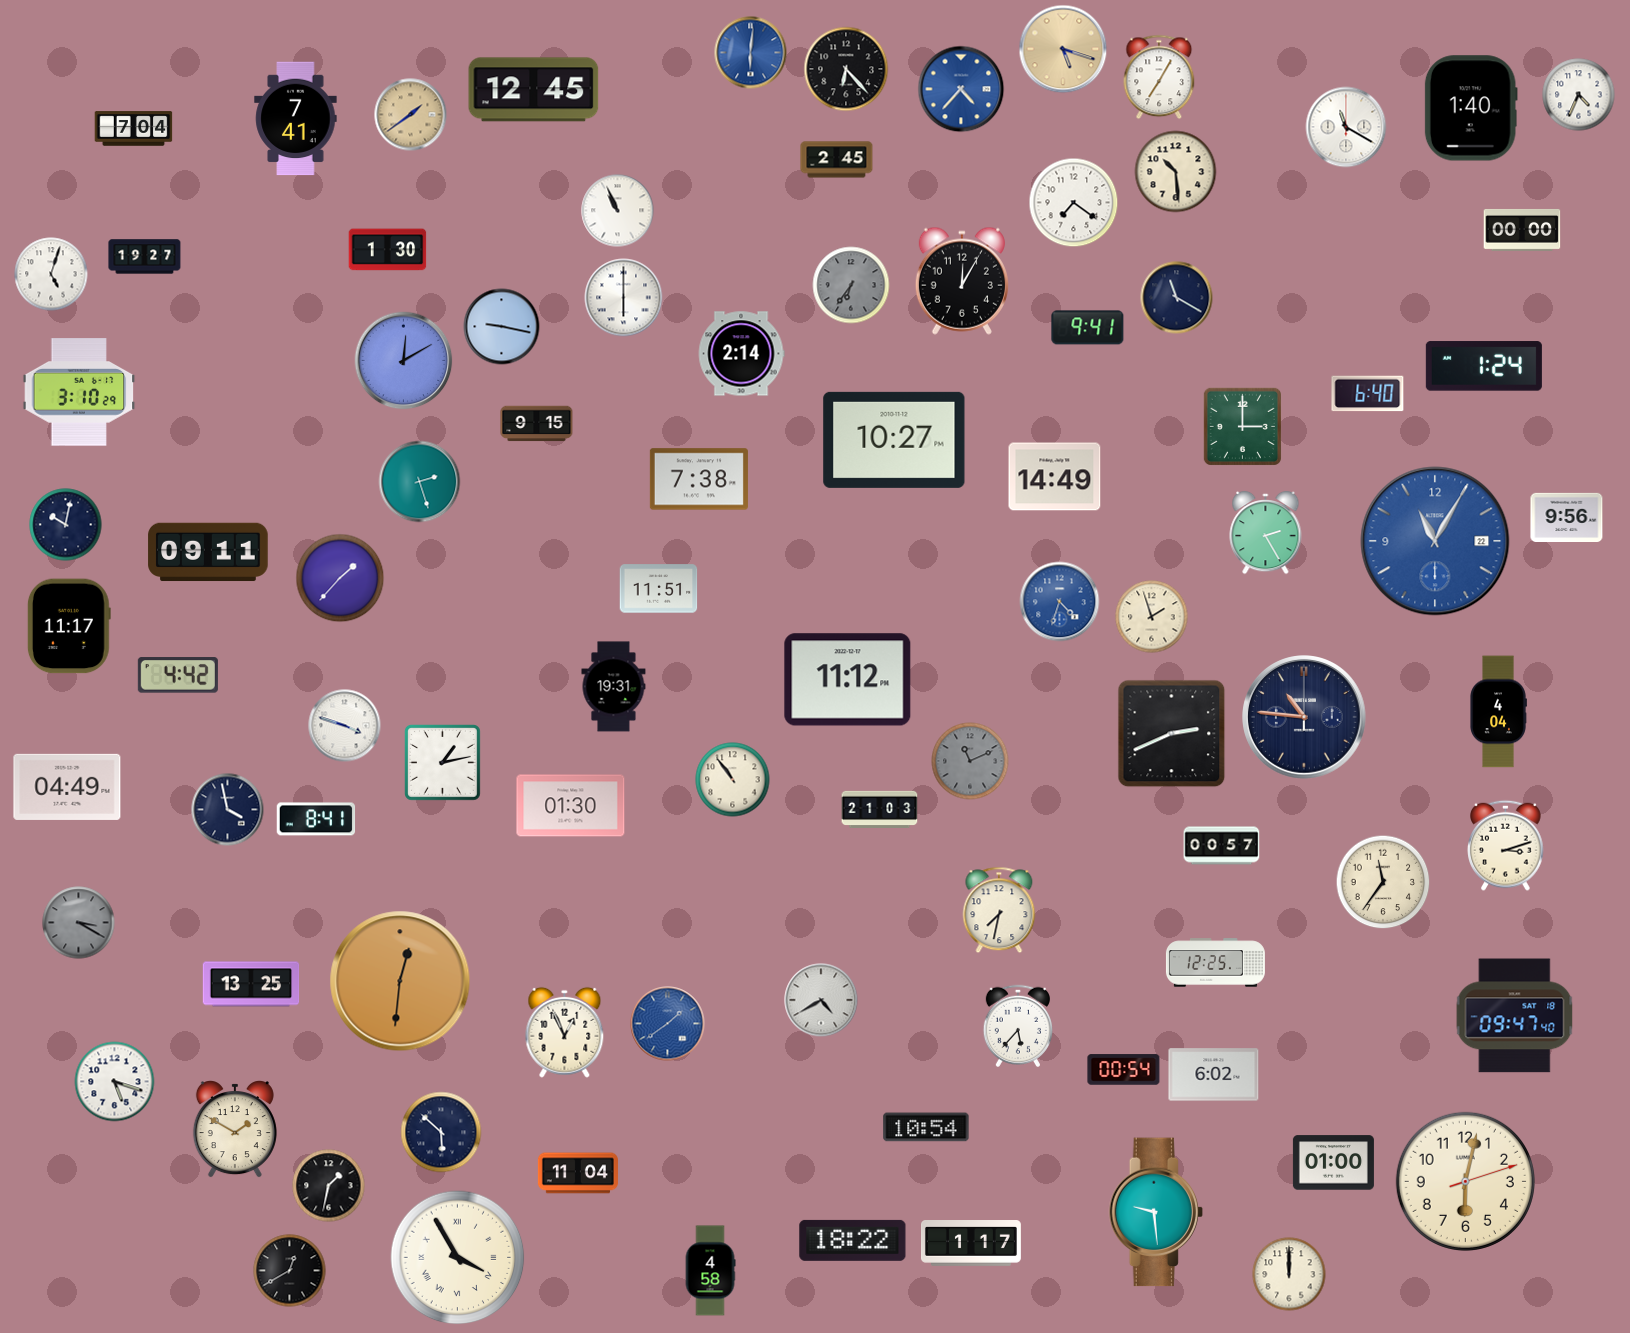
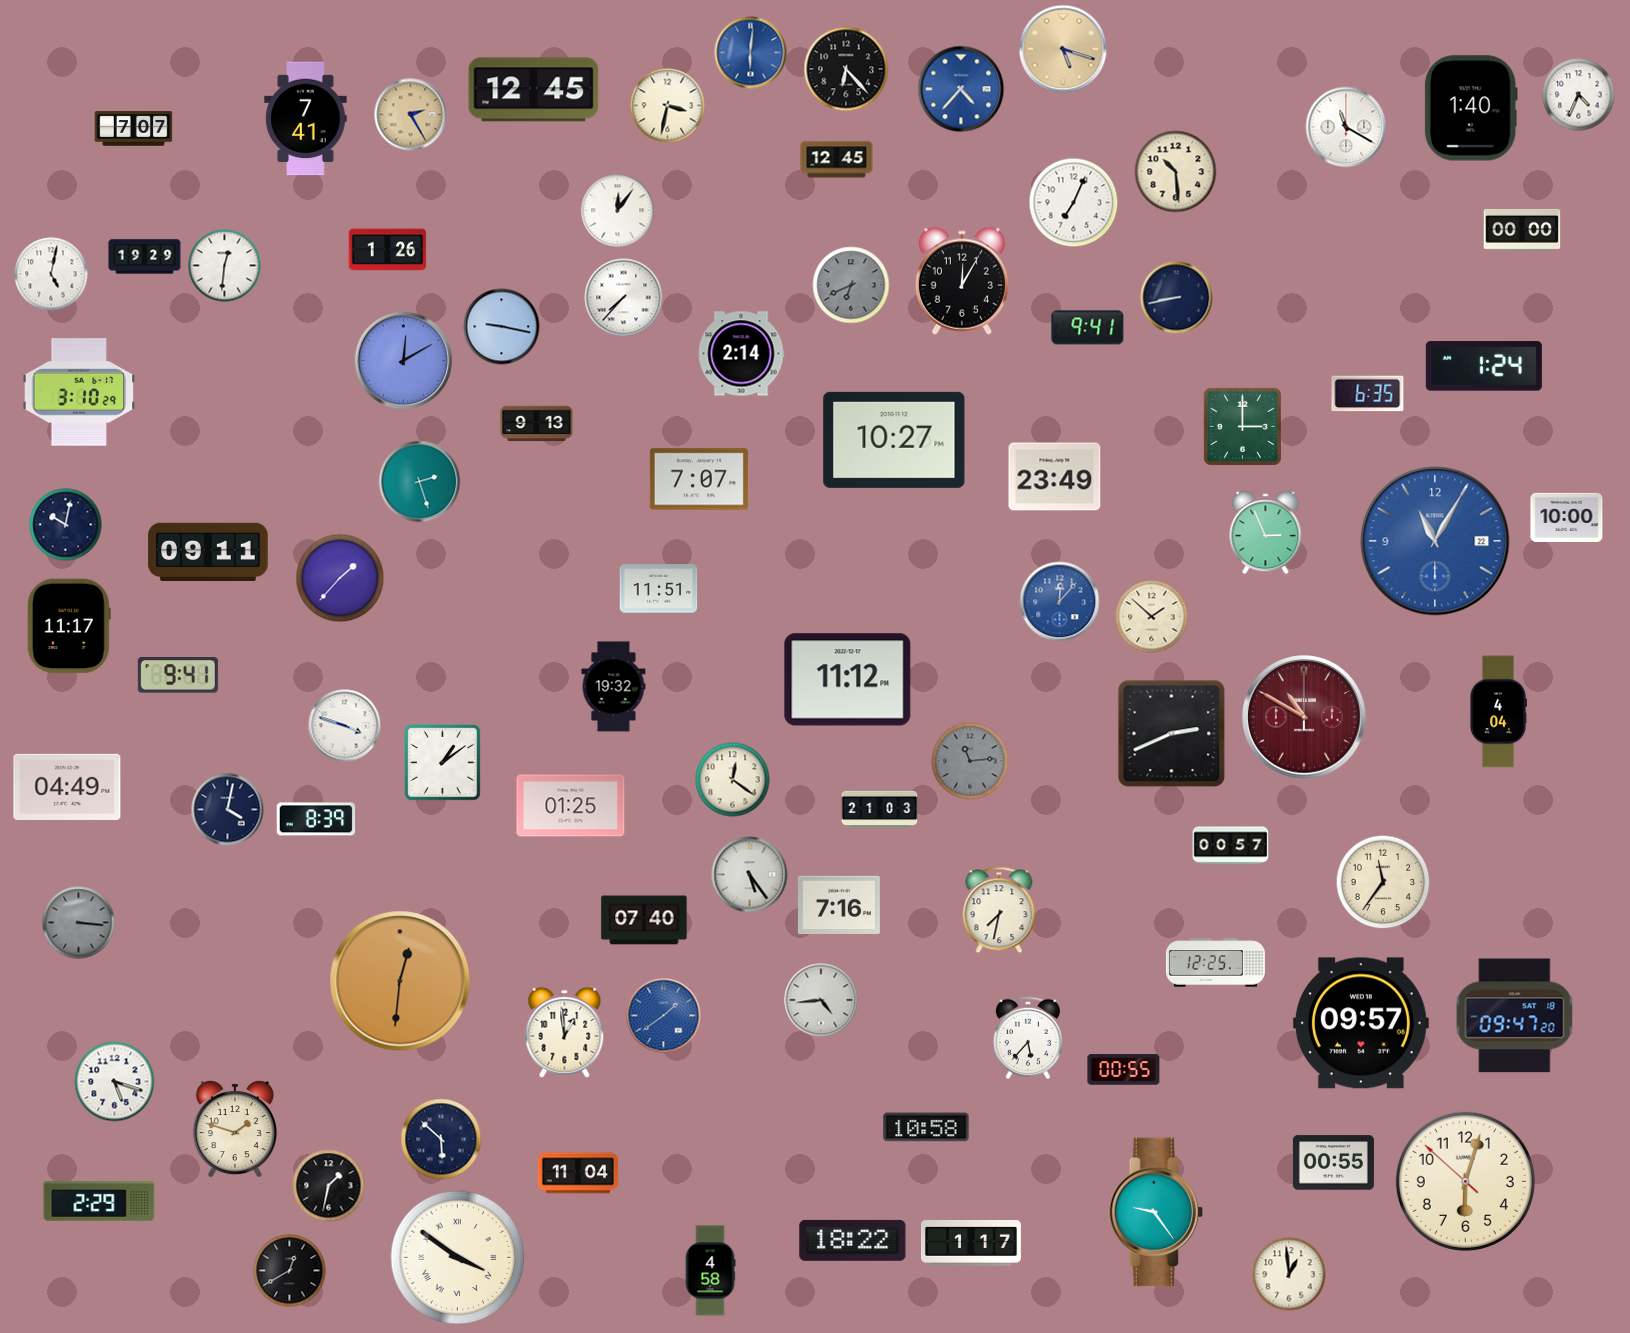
clock at (1159, 77): 7:05 -> none
clock at (668, 106): none -> 3:32
clock at (411, 115): 1:39 -> 2:25
clock at (296, 119) position: (296, 119) -> (306, 119)
clock at (134, 129): 7:04 -> 7:07
clock at (837, 160): 2:45 -> 12:45
clock at (1074, 203): 7:21 -> 7:04
clock at (618, 211): 10:56 -> 12:06
clock at (388, 250): 1:30 -> 1:26
clock at (145, 257): 19:27 -> 19:29
clock at (225, 266): none -> 12:31
clock at (51, 274): 5:03 -> 5:02
clock at (851, 285): 6:36 -> 6:41
clock at (624, 298): 6:00 -> 7:37
clock at (1177, 298): 11:20 -> 8:43
clock at (1368, 394): 6:40 -> 6:35
clock at (537, 424): 9:15 -> 9:13
clock at (1055, 477): 14:49 -> 23:49
clock at (699, 479): 7:38 -> 7:07
clock at (1567, 517): 9:56 -> 10:00
clock at (1266, 533): 2:25 -> 2:56
clock at (1060, 602): 4:33 -> 12:07
clock at (1152, 617): 1:57 -> 1:52
clock at (178, 675): 4:42 -> 9:41
clock at (614, 687): 19:31 -> 19:32
clock at (1305, 718): 10:46 -> 10:50
clock at (1305, 718) dial: navy -> burgundy
clock at (970, 761): 11:11 -> 11:14
clock at (443, 763): 1:13 -> 1:09
clock at (733, 780): 10:54 -> 12:21
clock at (571, 806): 01:30 -> 01:25
clock at (228, 810): 3:58 -> 4:02
clock at (316, 819): 8:41 -> 8:39
clock at (1506, 845): 3:12 -> none
clock at (1222, 846) position: (1222, 846) -> (1231, 846)
clock at (750, 875): none -> 5:24
clock at (839, 904): none -> 7:16
clock at (644, 920): none -> 07:40
clock at (79, 923): 3:20 -> 3:16
clock at (251, 984): 13:25 -> none
clock at (821, 1000): 4:40 -> 4:44
clock at (1515, 1016): 09:47:40 -> 09:47:20
clock at (1361, 1023): none -> 09:57
clock at (668, 1024) position: (668, 1024) -> (664, 1016)
clock at (1017, 1026) position: (1017, 1026) -> (1027, 1038)
clock at (565, 1032): 12:56 -> 12:59
clock at (1124, 1070): 00:54 -> 00:55
clock at (1214, 1075): 6:02 -> none
clock at (926, 1127): 10:54 -> 10:58
clock at (235, 1129): 1:50 -> 1:48
clock at (441, 1132) position: (441, 1132) -> (441, 1139)
clock at (1333, 1163): 01:00 -> 00:55
clock at (1465, 1181): 6:02:12 -> 6:02:52
clock at (99, 1201): none -> 2:29
clock at (1156, 1212): 9:29 -> 9:24
clock at (458, 1258): 3:55 -> 3:51
clock at (1289, 1274): 12:00 -> 12:59
